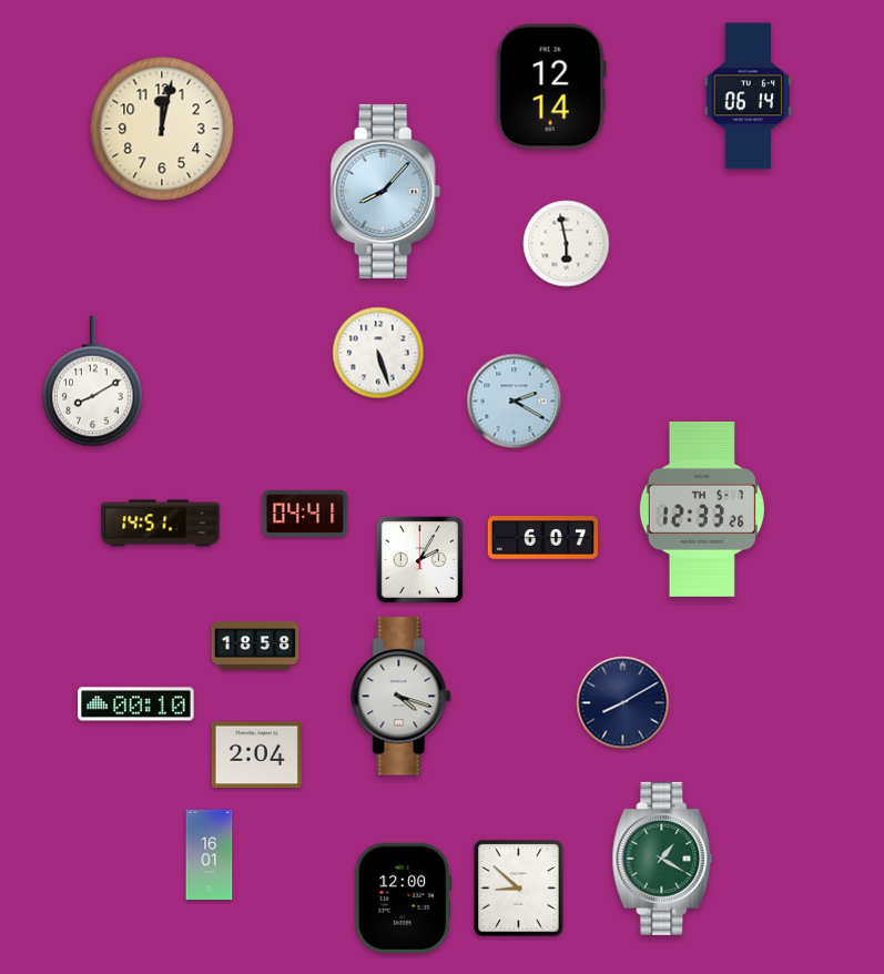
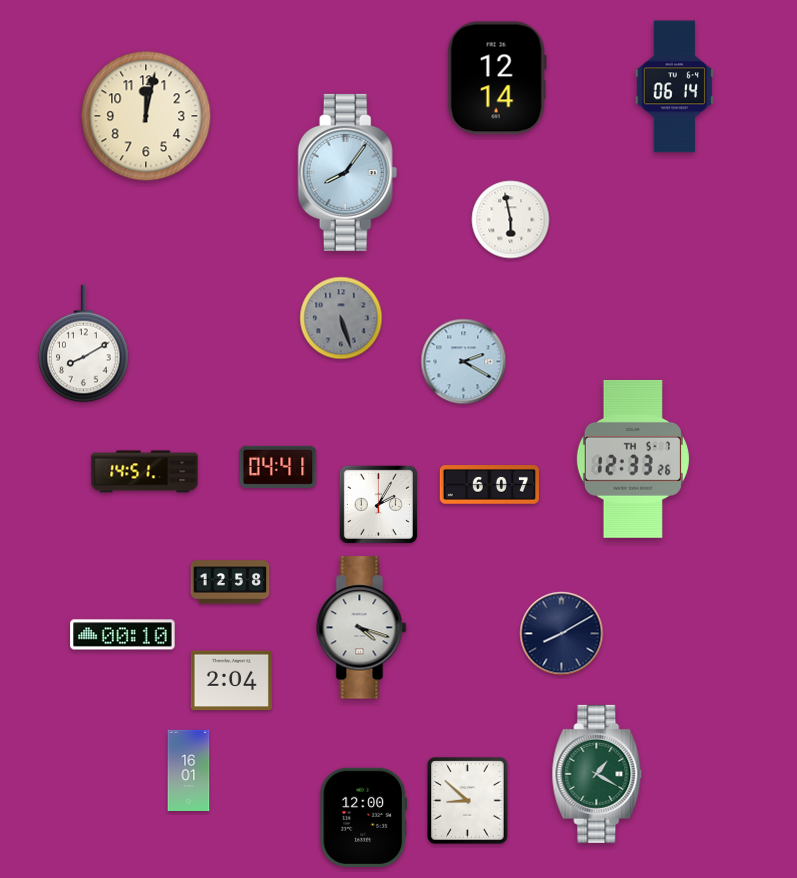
clock at (386, 191): 8:07 -> 8:06
clock at (378, 353) dial: white -> grey
clock at (305, 514) position: (305, 514) -> (278, 467)
clock at (255, 646): 18:58 -> 12:58
clock at (404, 897) position: (404, 897) -> (364, 817)
